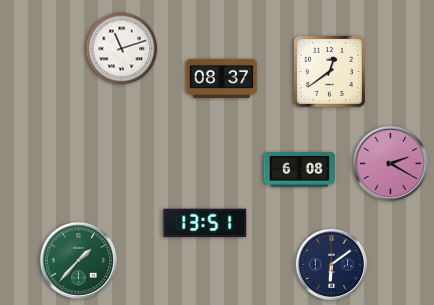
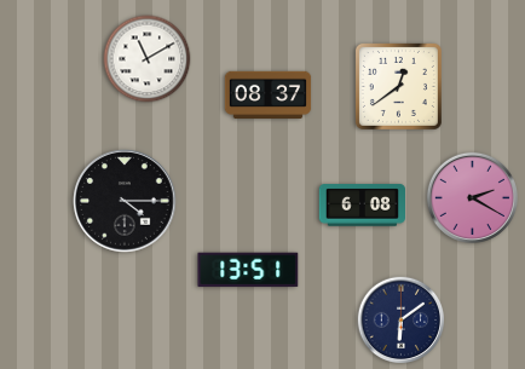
clock at (122, 49): 11:12 -> 11:10
clock at (125, 201): none -> 4:15
clock at (78, 260): 1:37 -> none
